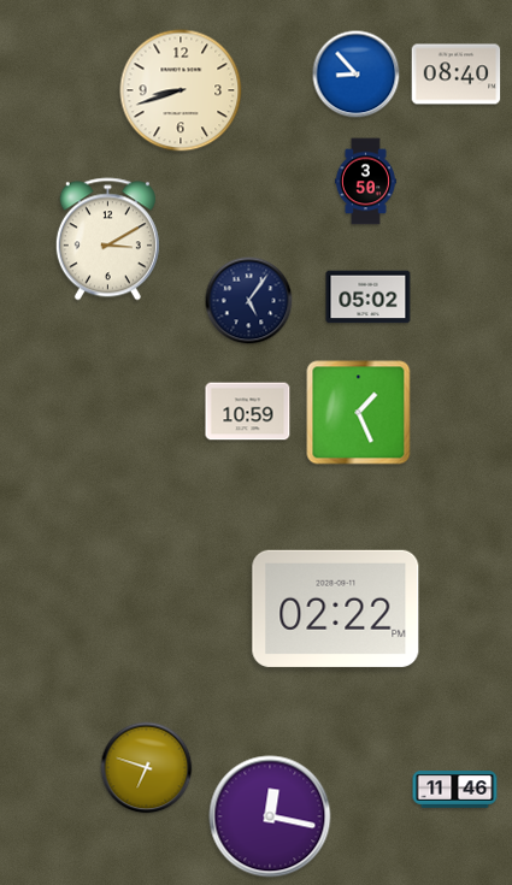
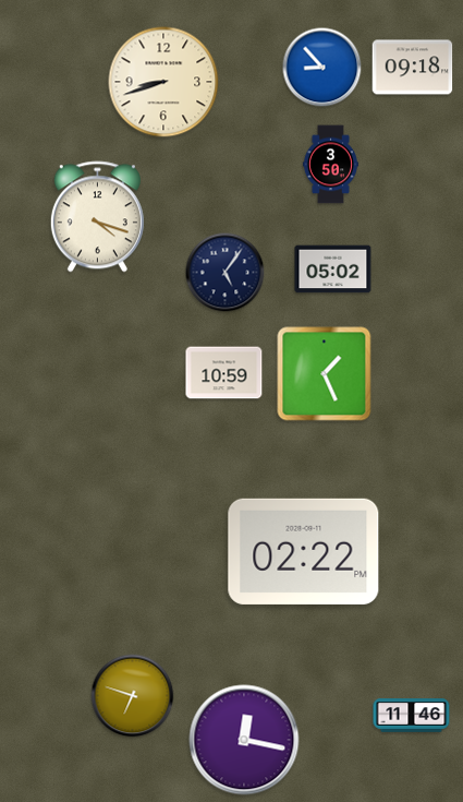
clock at (457, 75): 08:40 -> 09:18
clock at (107, 240): 3:10 -> 4:18
